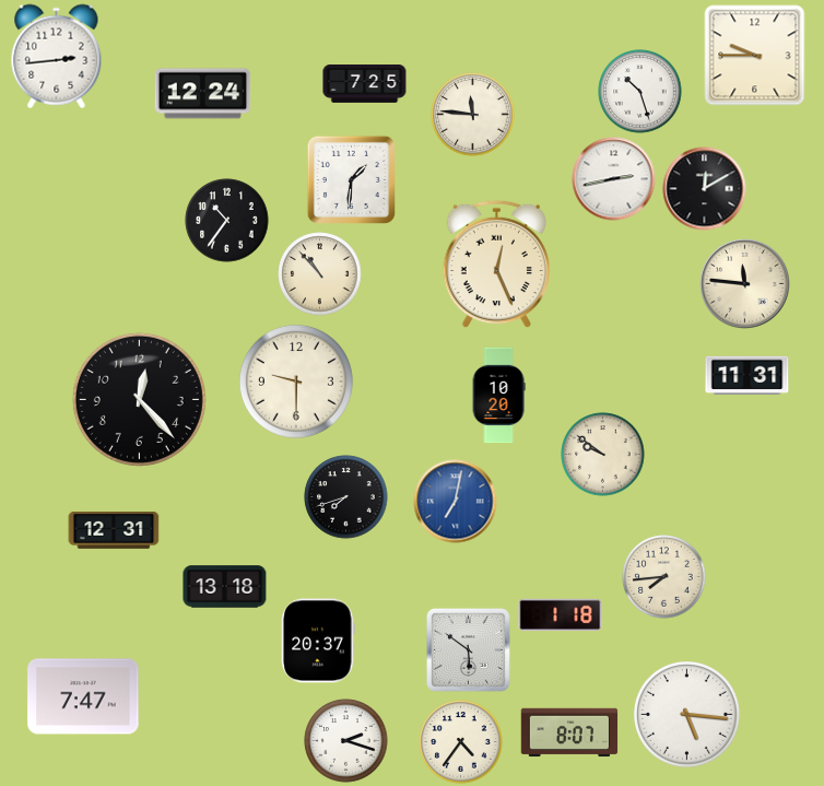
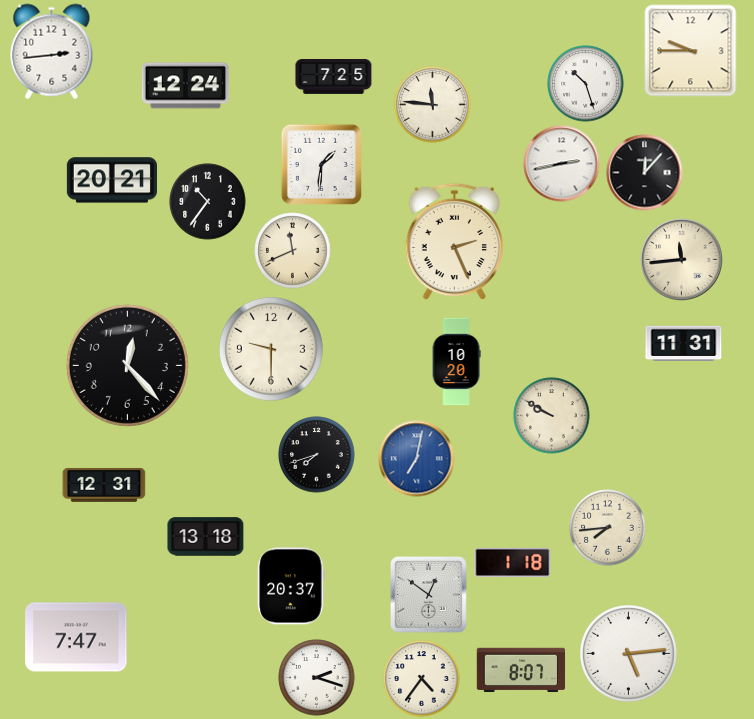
clock at (705, 189): 12:10 -> 12:07
clock at (112, 180): none -> 20:21
clock at (496, 265): 12:26 -> 2:26
clock at (320, 274): 10:53 -> 11:41
clock at (745, 284): 11:46 -> 11:44
clock at (603, 455): 9:51 -> 9:50
clock at (468, 649): 5:51 -> 12:51
clock at (687, 715): 5:16 -> 5:14
